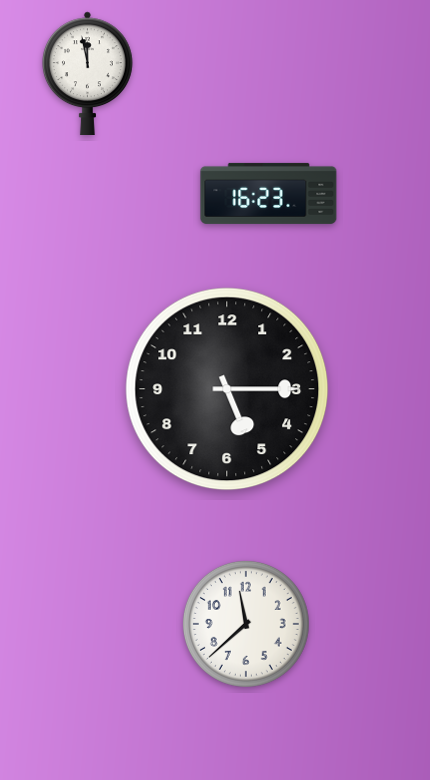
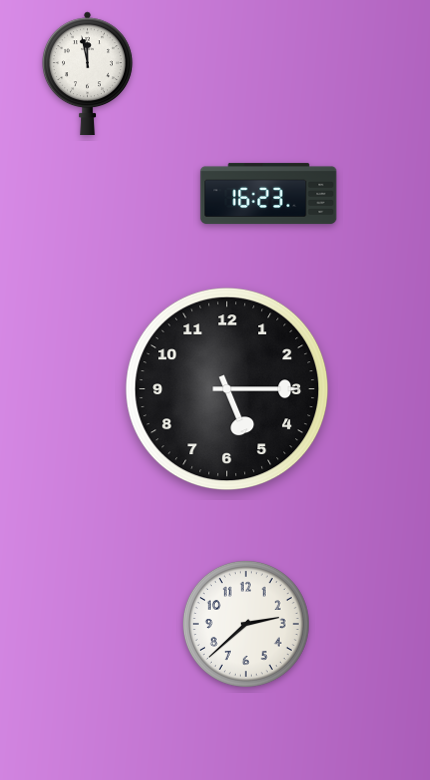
clock at (246, 624): 11:38 -> 2:38
